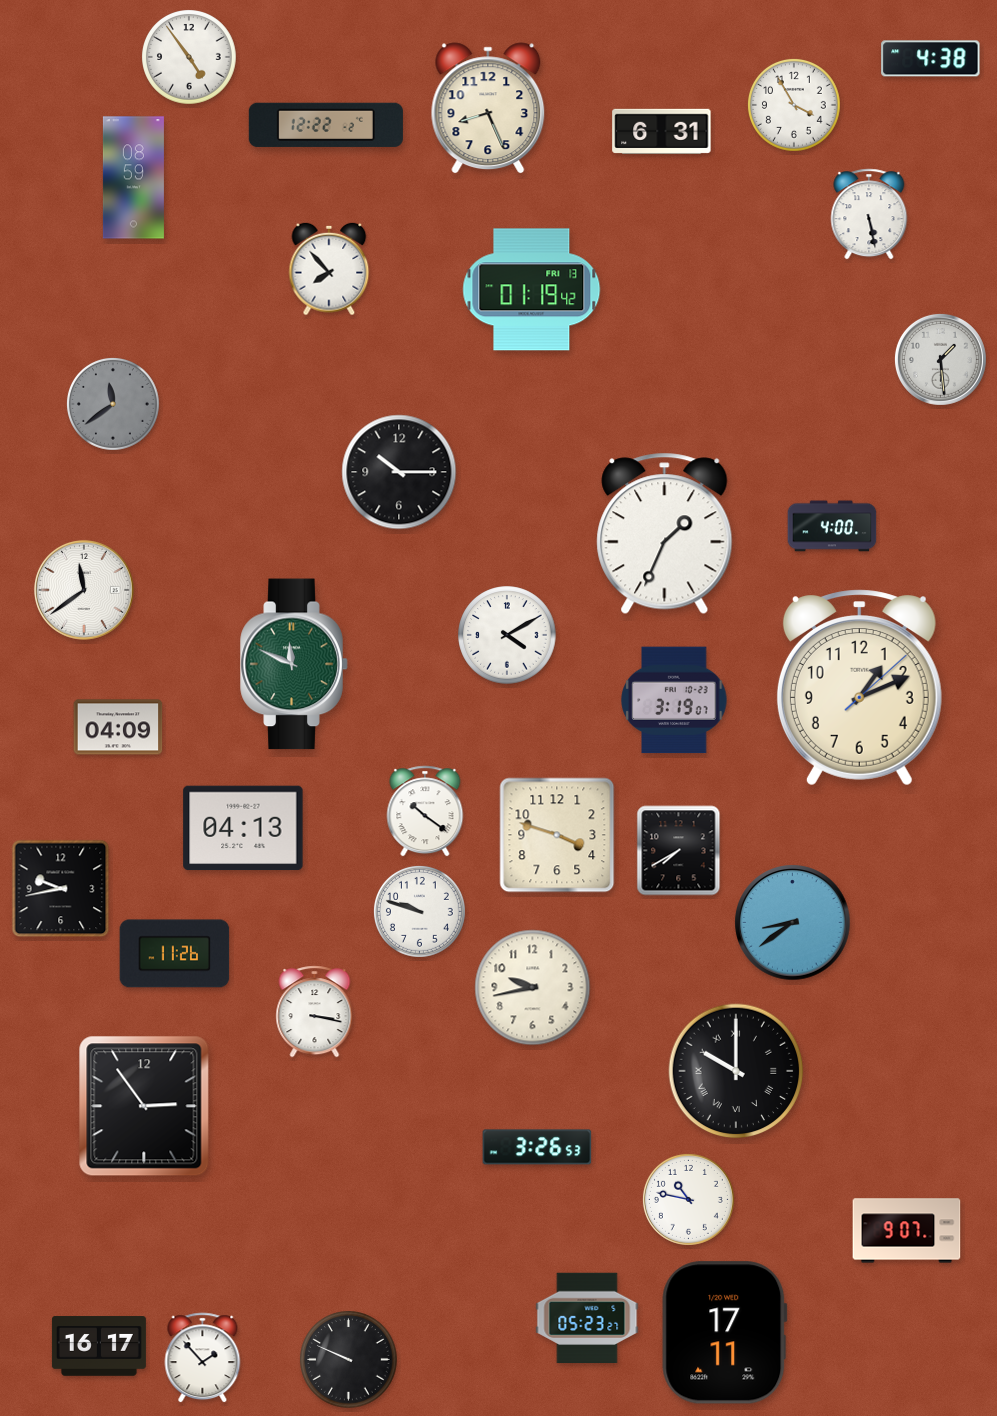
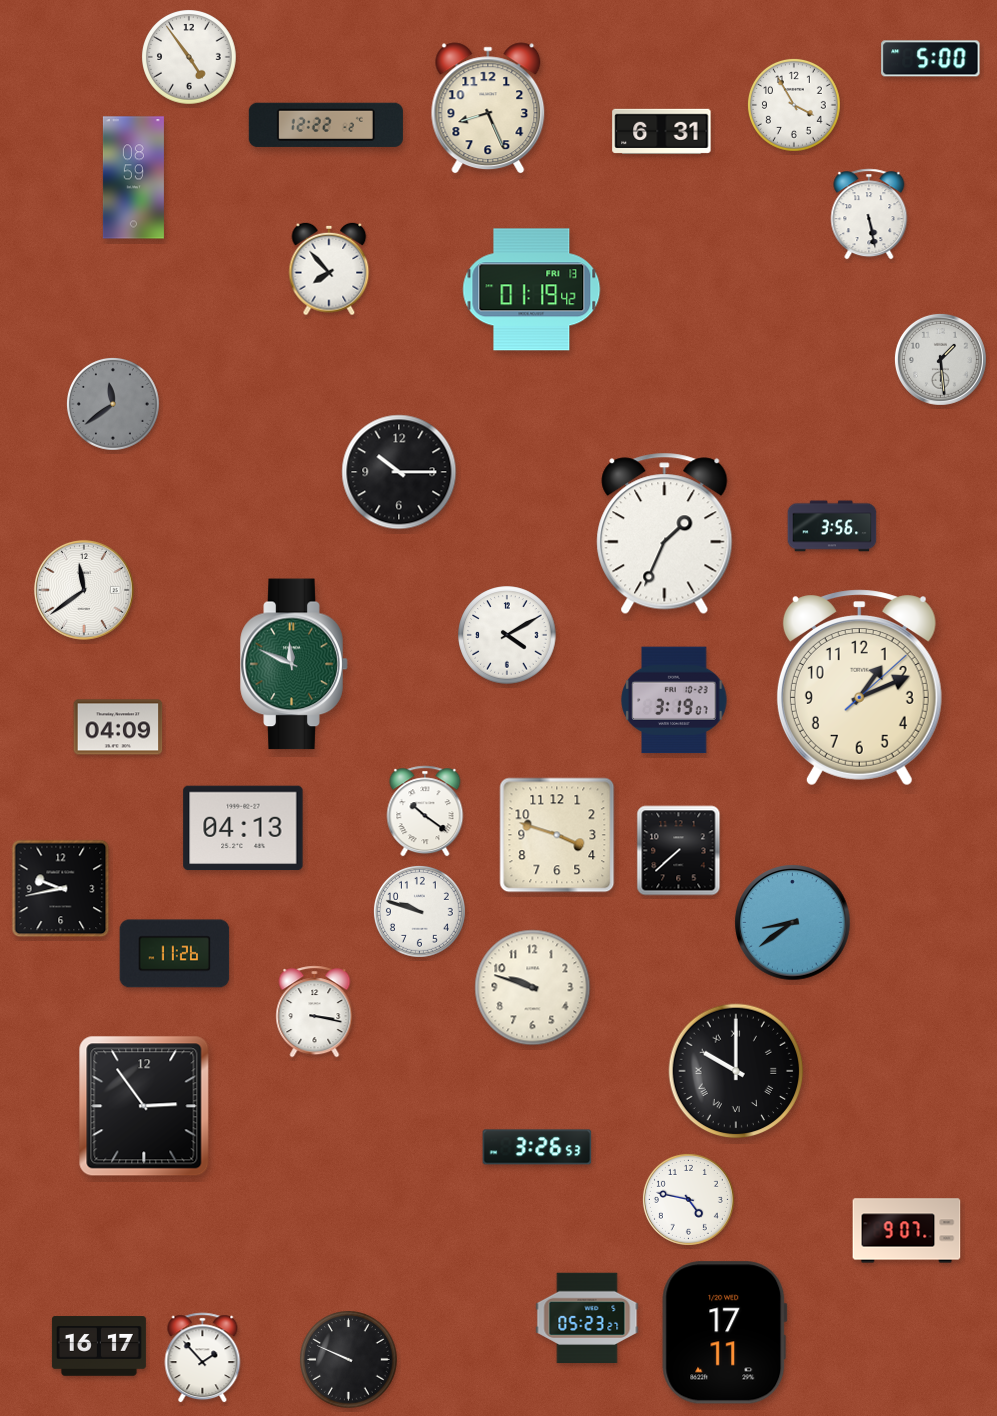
clock at (931, 59): 4:38 -> 5:00
clock at (832, 526): 4:00 -> 3:56
clock at (679, 851): 7:40 -> 7:38
clock at (533, 988): 9:43 -> 9:48
clock at (688, 1199): 10:47 -> 4:47
